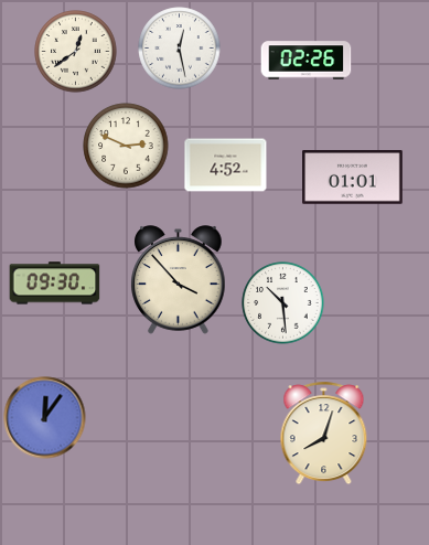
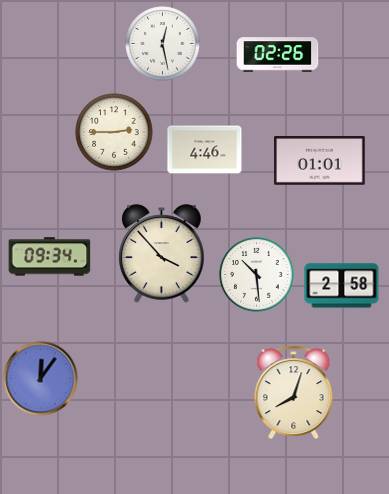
clock at (76, 52): 12:39 -> none
clock at (126, 146): 2:49 -> 2:45
clock at (226, 165): 4:52 -> 4:46
clock at (55, 284): 09:30 -> 09:34
clock at (342, 286): none -> 2:58
